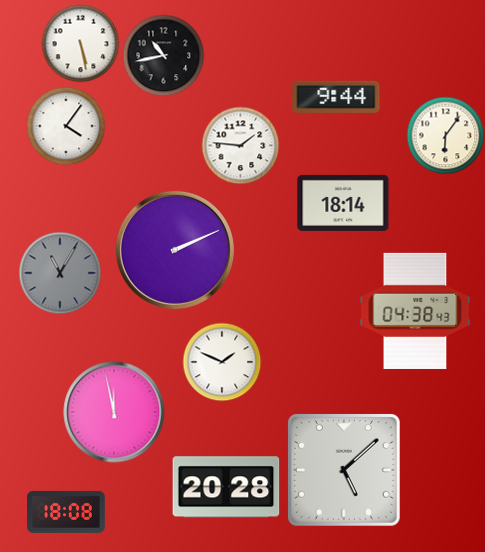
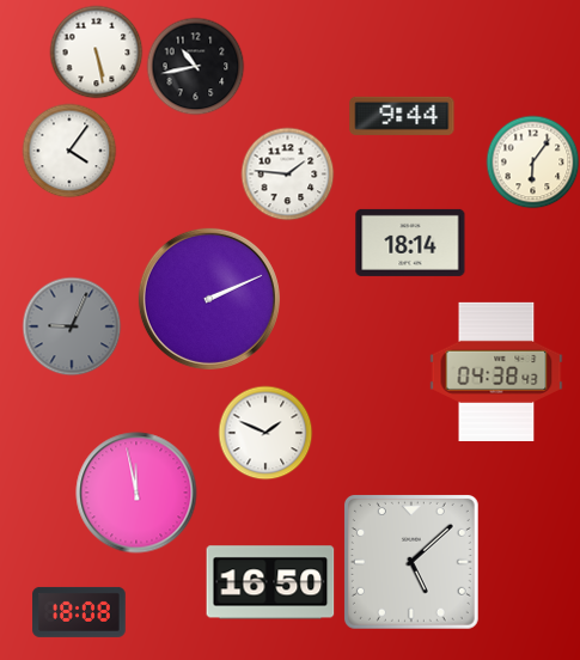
clock at (66, 126) position: (66, 126) -> (69, 151)
clock at (60, 273): 11:05 -> 9:04
clock at (226, 487): 20:28 -> 16:50
